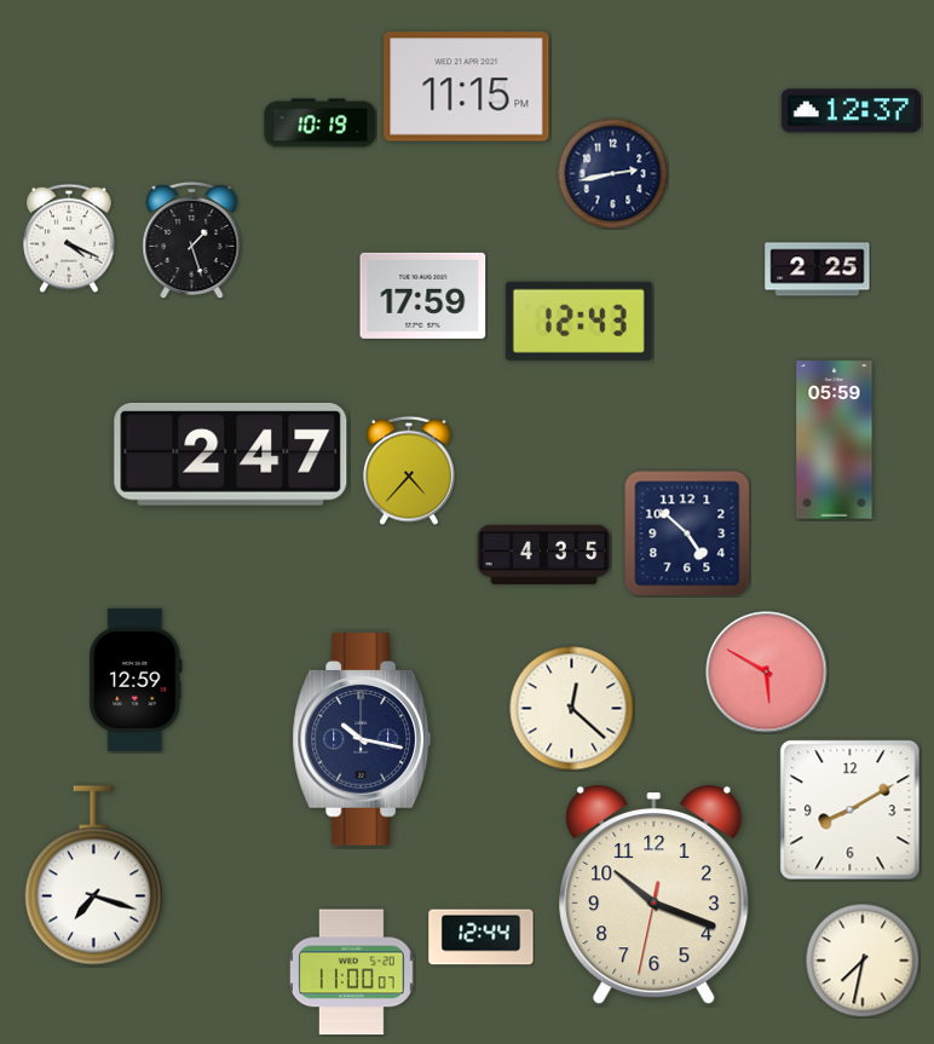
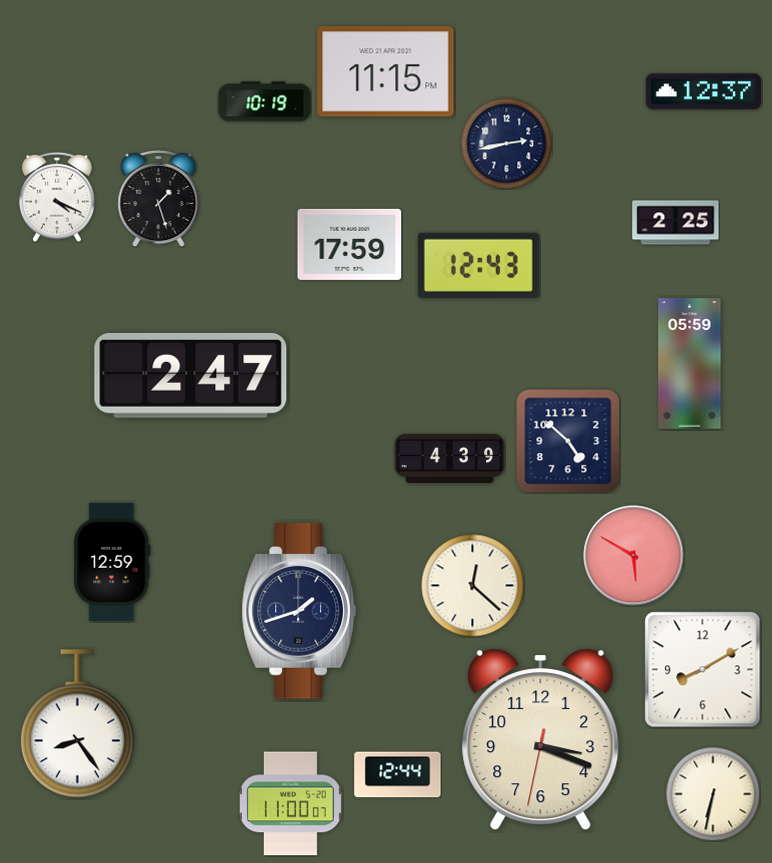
clock at (410, 471): 4:37 -> none
clock at (544, 554): 4:35 -> 4:39
clock at (362, 740): 10:17 -> 1:42
clock at (93, 876): 7:18 -> 8:24
clock at (655, 896): 10:18 -> 3:18
clock at (863, 961): 7:32 -> 6:32
